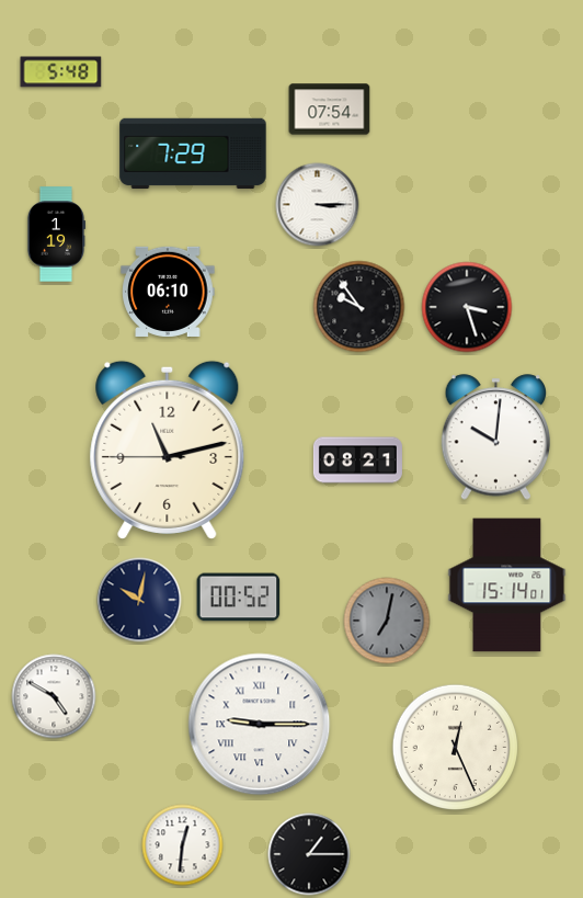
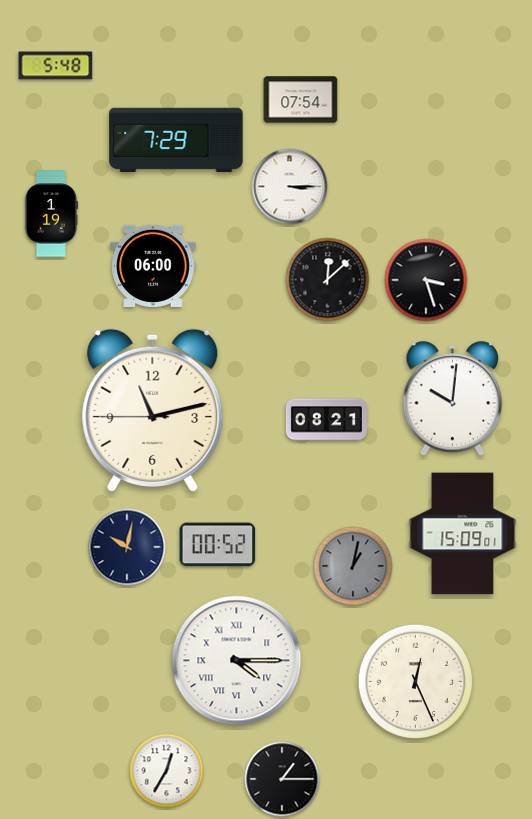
clock at (168, 292): 06:10 -> 06:00
clock at (359, 307): 9:54 -> 12:08
clock at (507, 586): 15:14 -> 15:09
clock at (387, 621): 7:02 -> 1:02
clock at (54, 696): 4:50 -> none
clock at (260, 725): 9:15 -> 4:15
clock at (183, 845): 12:31 -> 12:35
